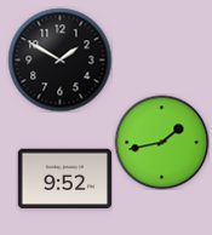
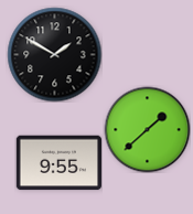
clock at (161, 142): 1:43 -> 1:38
clock at (64, 179): 9:52 -> 9:55
